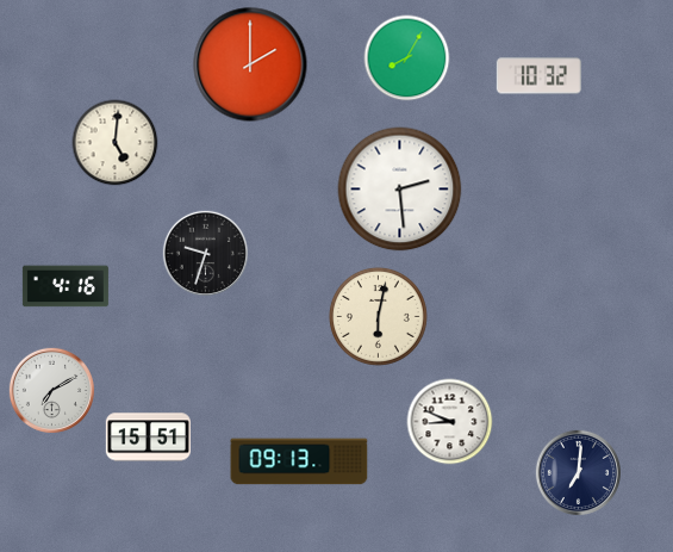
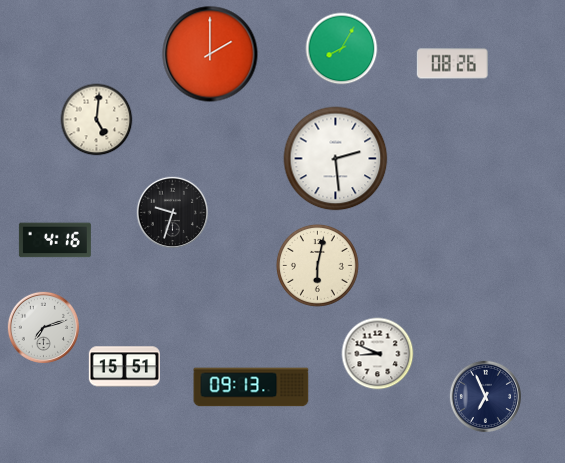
clock at (538, 76): 10:32 -> 08:26
clock at (51, 390): 7:10 -> 7:12
clock at (578, 472): 7:01 -> 6:56
